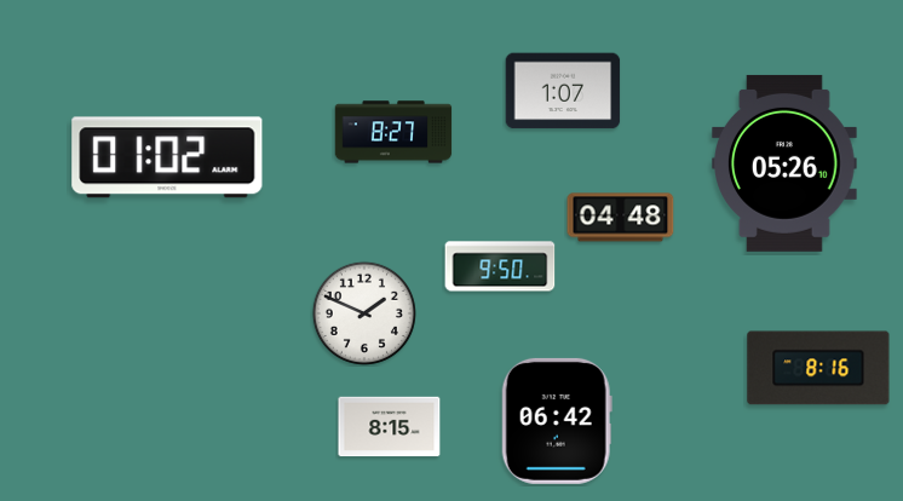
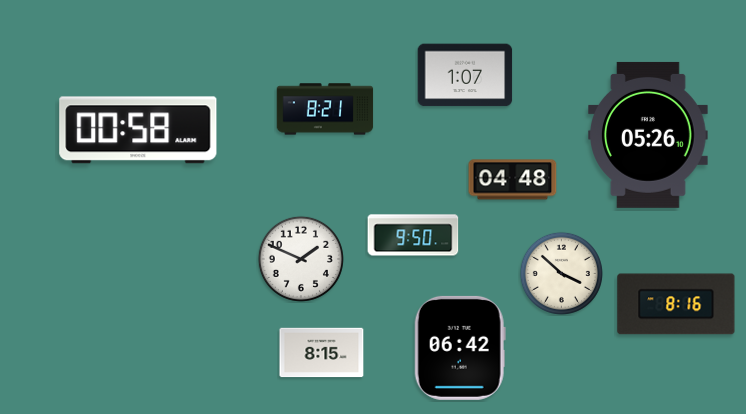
clock at (393, 132): 8:27 -> 8:21
clock at (167, 157): 01:02 -> 00:58
clock at (500, 266) position: (500, 266) -> (413, 235)
clock at (561, 273): none -> 3:52
